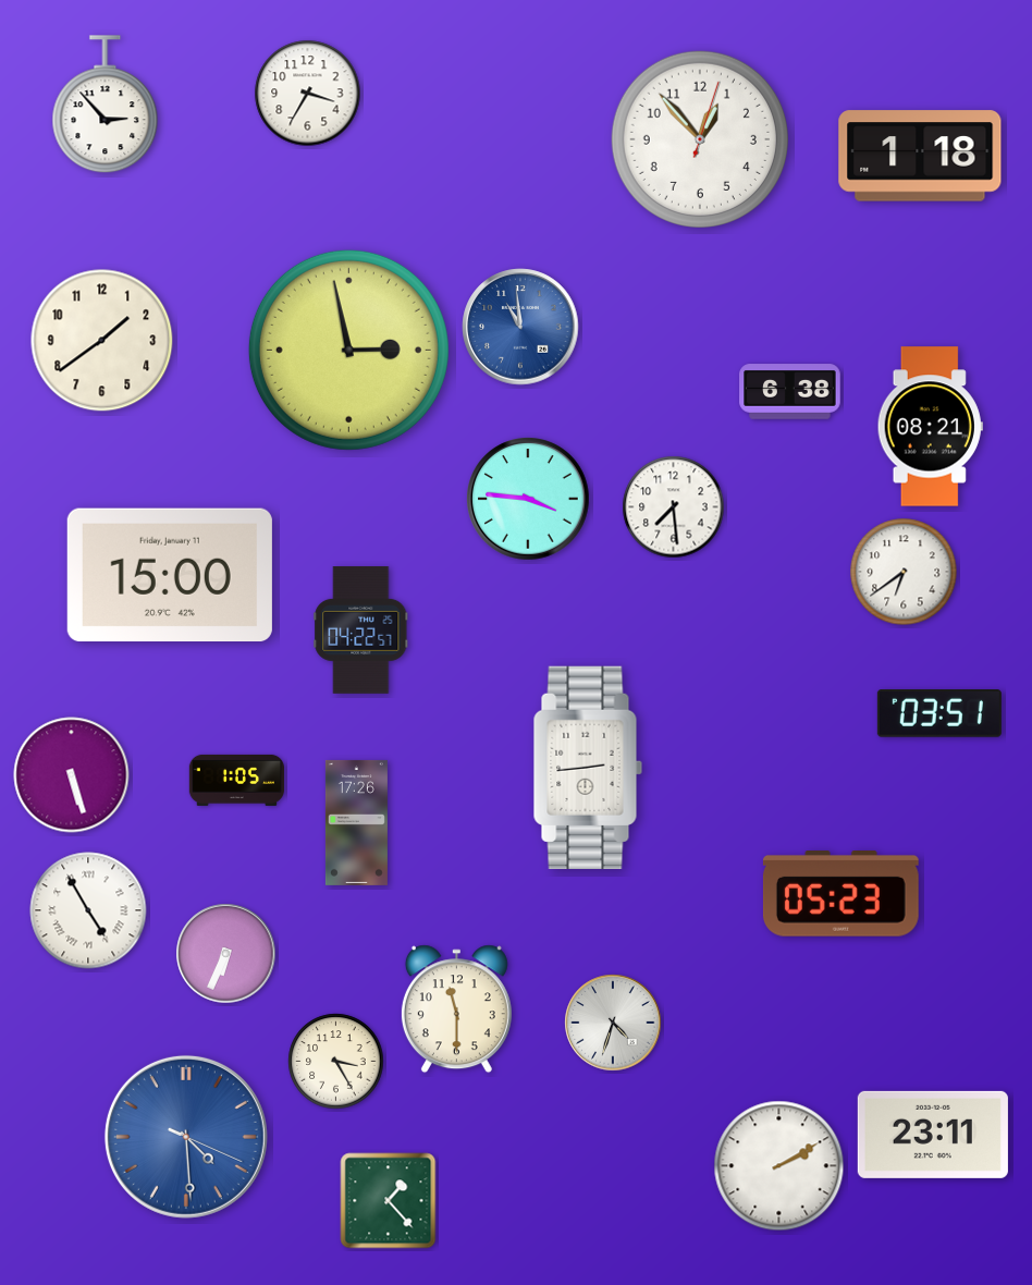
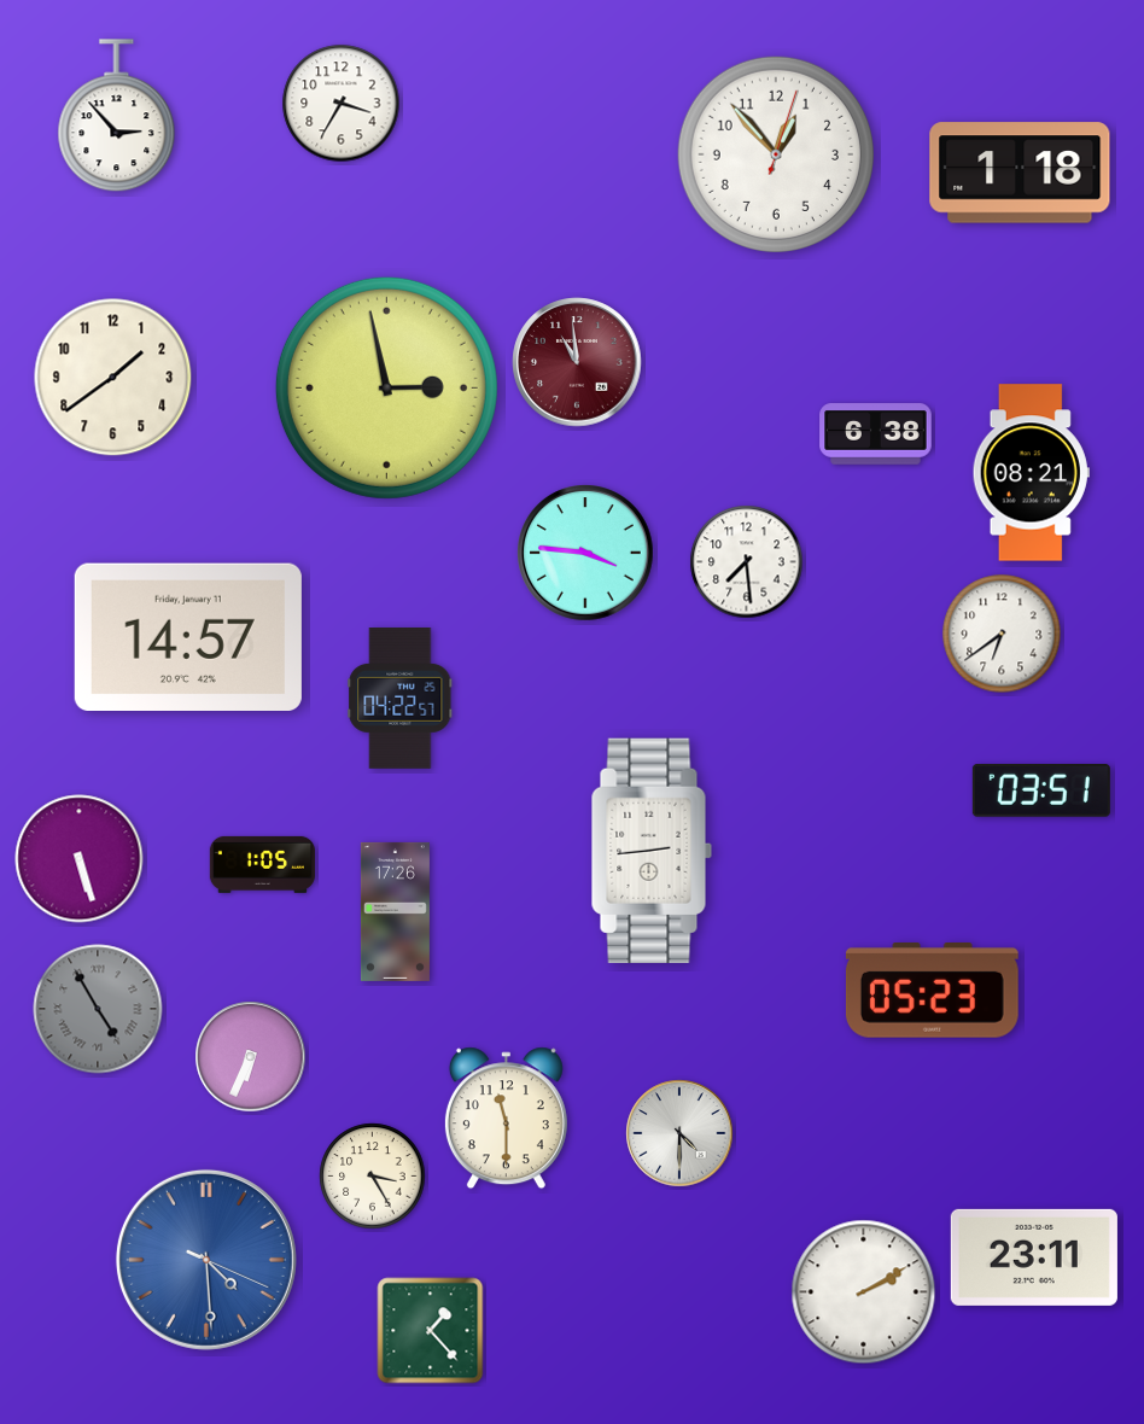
clock at (520, 327) dial: blue -> burgundy
clock at (170, 574): 15:00 -> 14:57
clock at (88, 910) dial: white -> grey
clock at (613, 1023): 4:33 -> 4:30
